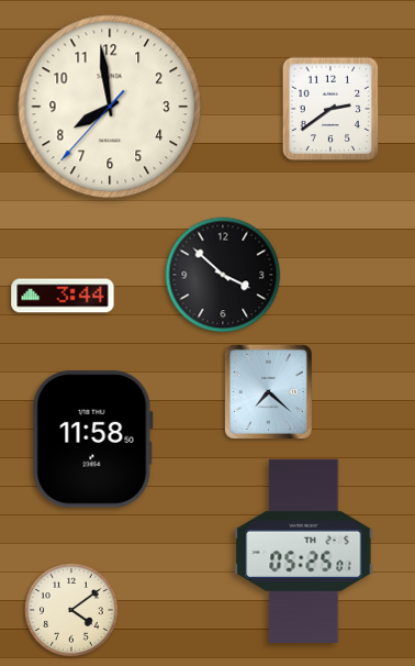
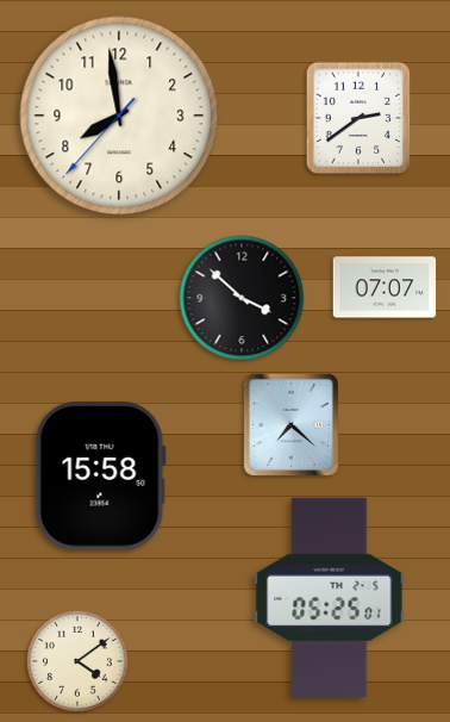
clock at (385, 287): none -> 07:07
clock at (63, 296): 3:44 -> none
clock at (92, 440): 11:58 -> 15:58
